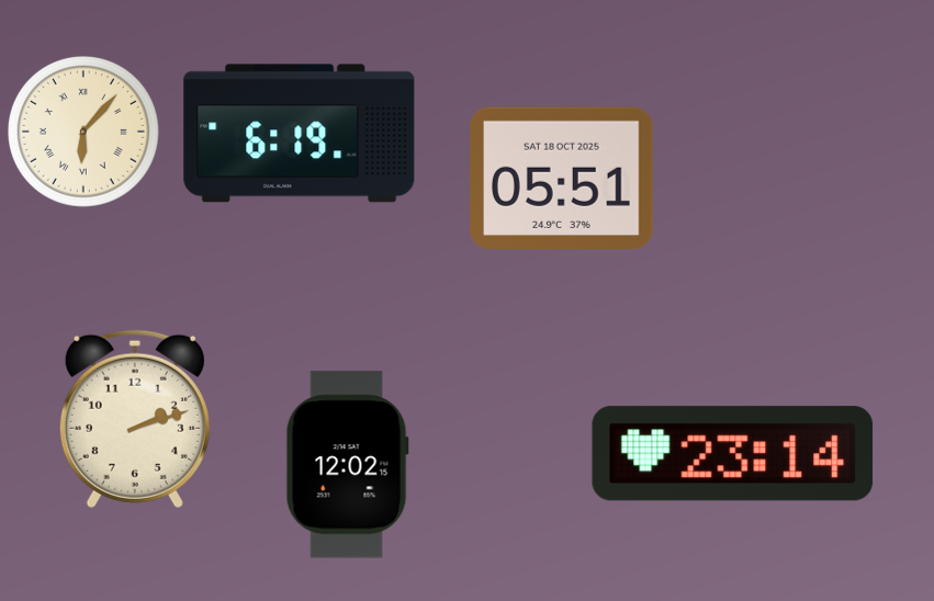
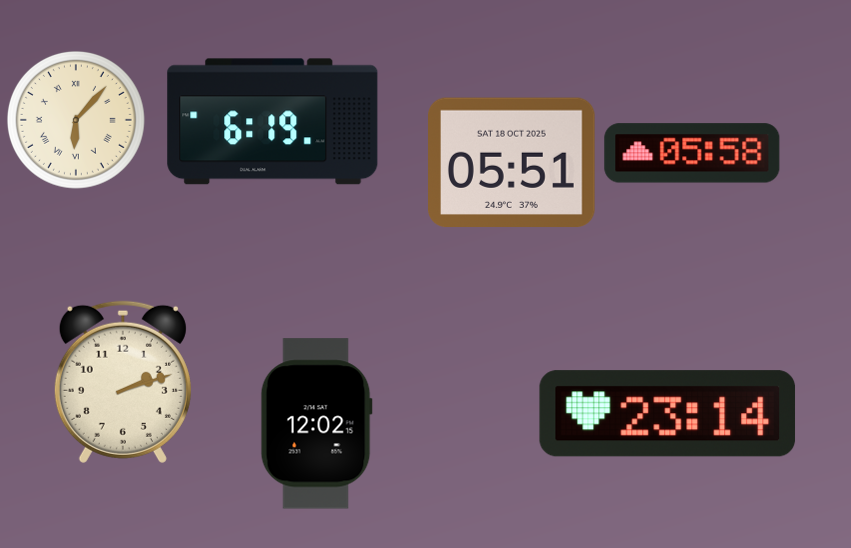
clock at (692, 153): none -> 05:58
